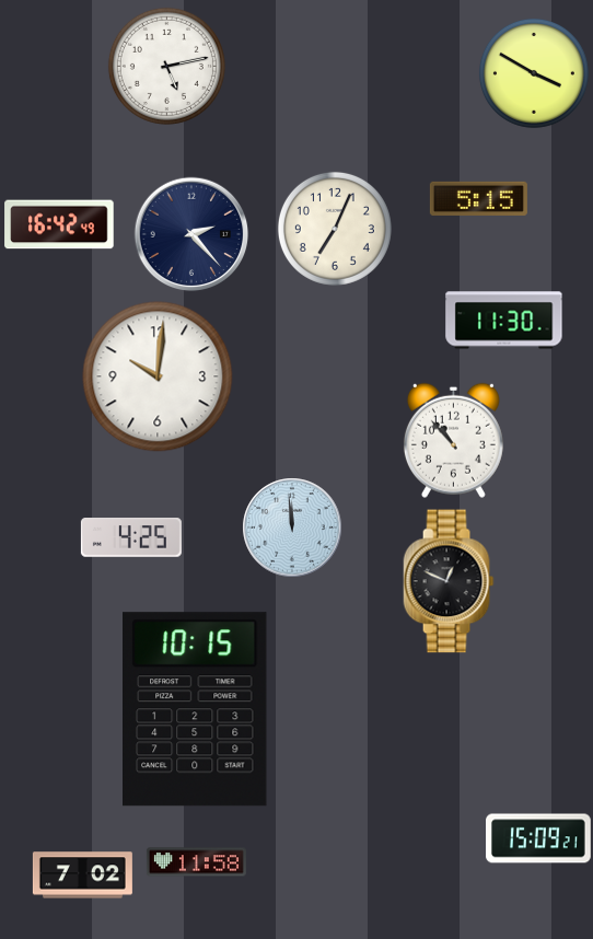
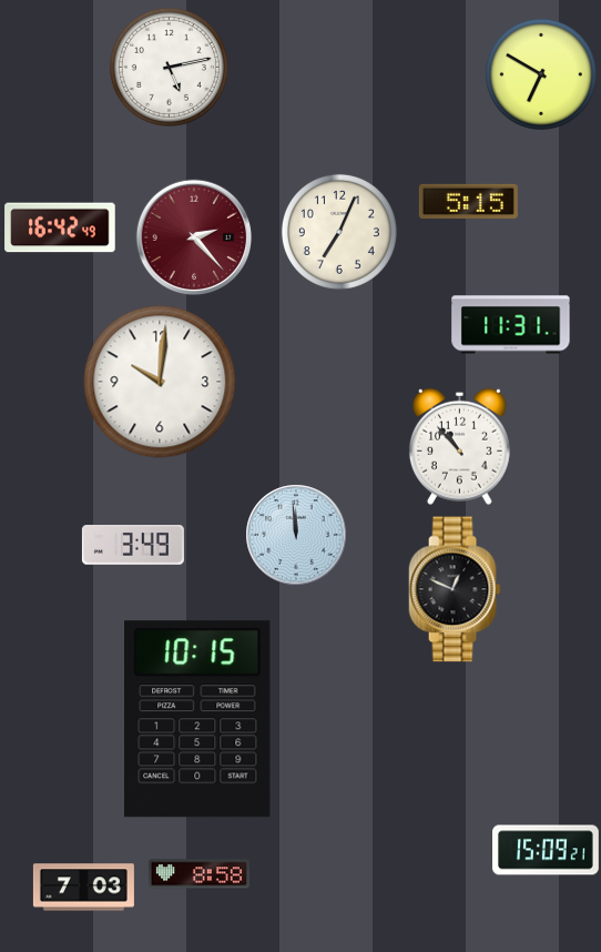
clock at (534, 73): 3:50 -> 6:50
clock at (478, 198) position: (478, 198) -> (468, 201)
clock at (191, 234) dial: navy -> burgundy
clock at (504, 321): 11:30 -> 11:31
clock at (131, 538): 4:25 -> 3:49
clock at (196, 862): 11:58 -> 8:58
clock at (82, 876): 7:02 -> 7:03
